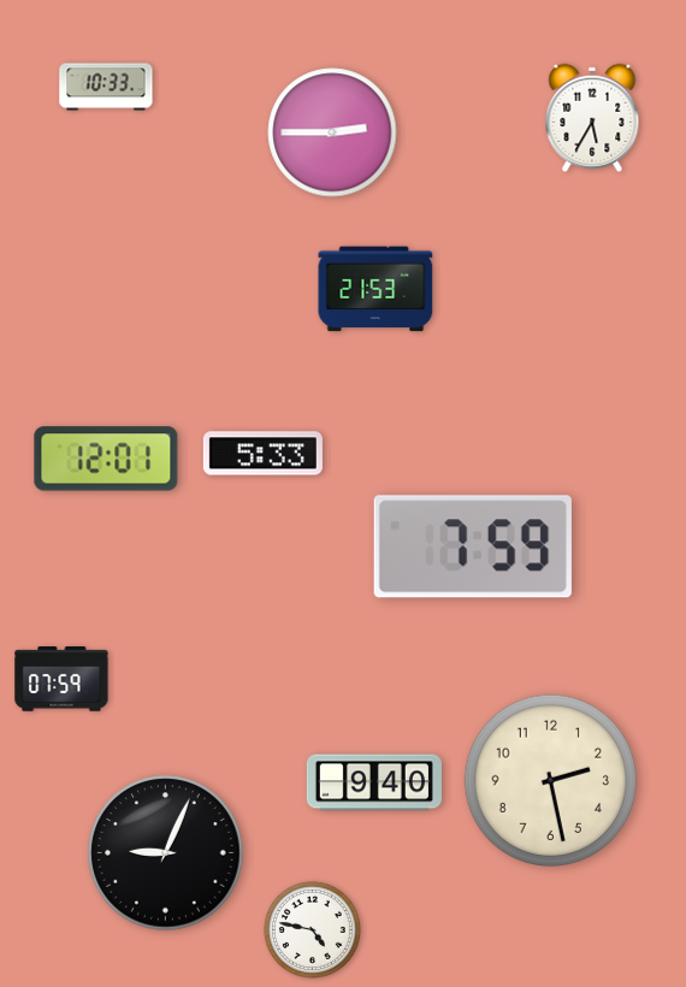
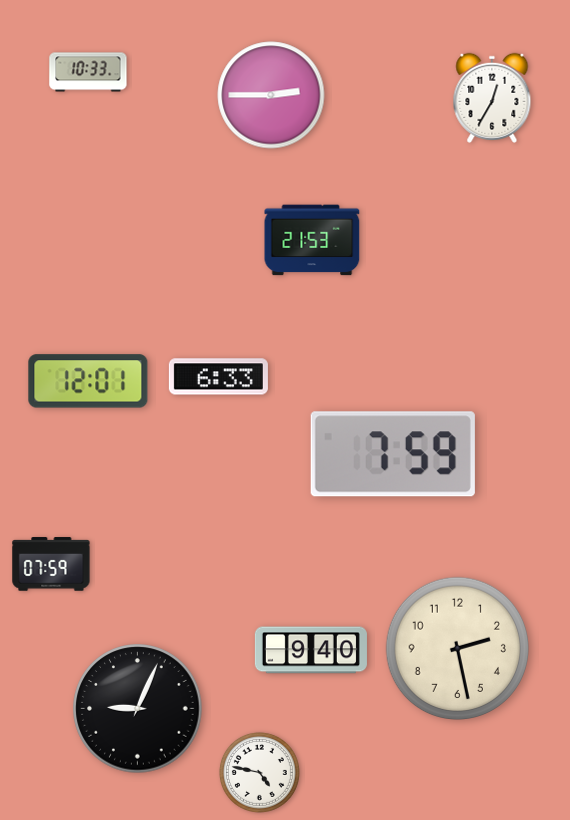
clock at (592, 118): 5:35 -> 12:35
clock at (332, 132) position: (332, 132) -> (271, 95)
clock at (262, 454): 5:33 -> 6:33
